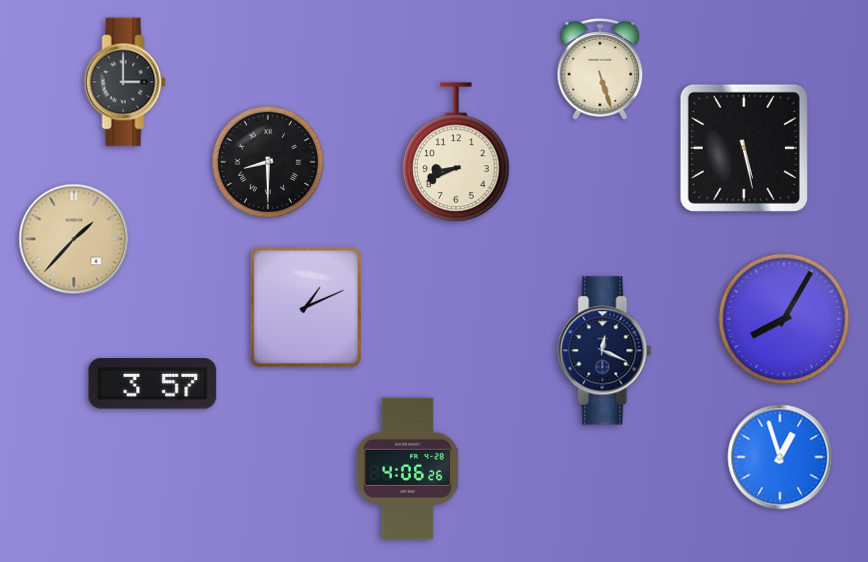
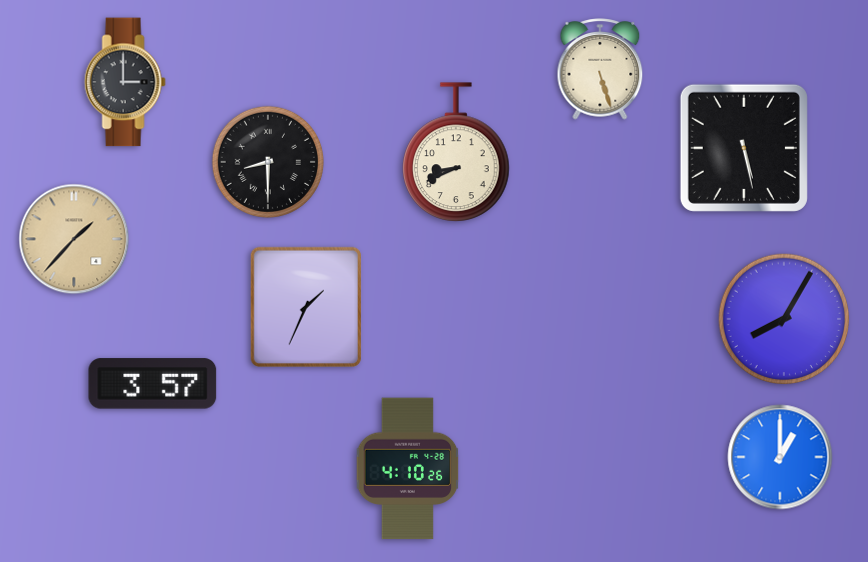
clock at (306, 307): 1:11 -> 1:34
clock at (605, 351): 12:19 -> none
clock at (780, 457): 12:57 -> 1:00
clock at (408, 469): 4:06 -> 4:10
